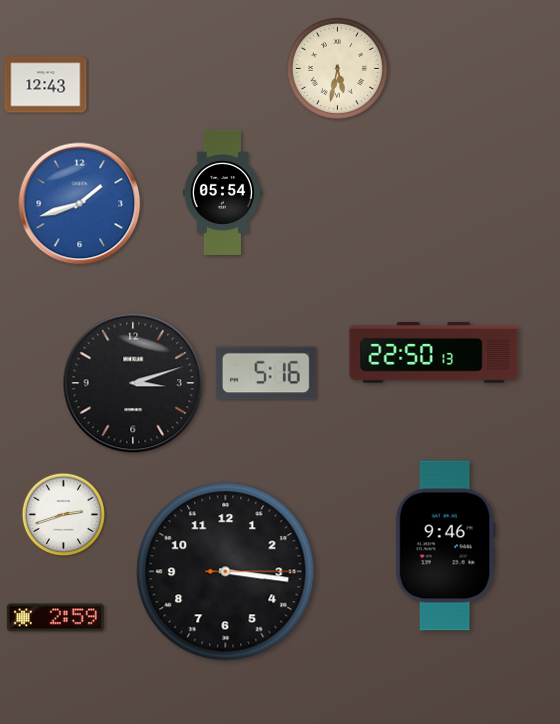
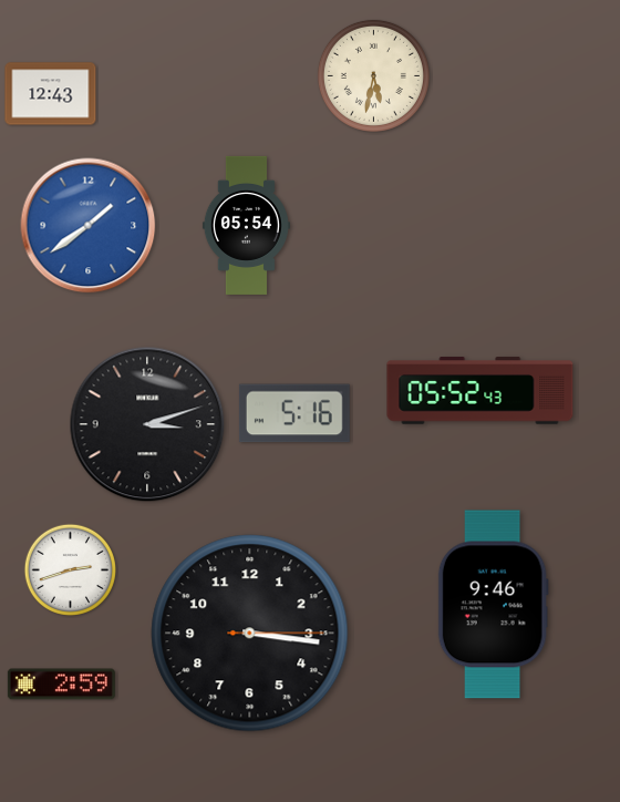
clock at (222, 192) position: (222, 192) -> (246, 225)
clock at (80, 204): 1:42 -> 1:39
clock at (434, 353): 22:50 -> 05:52
